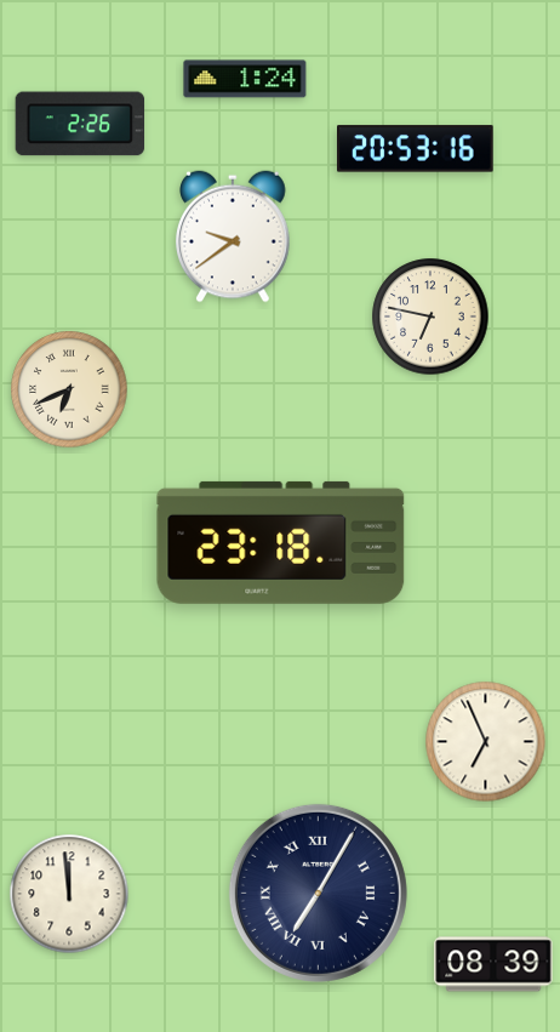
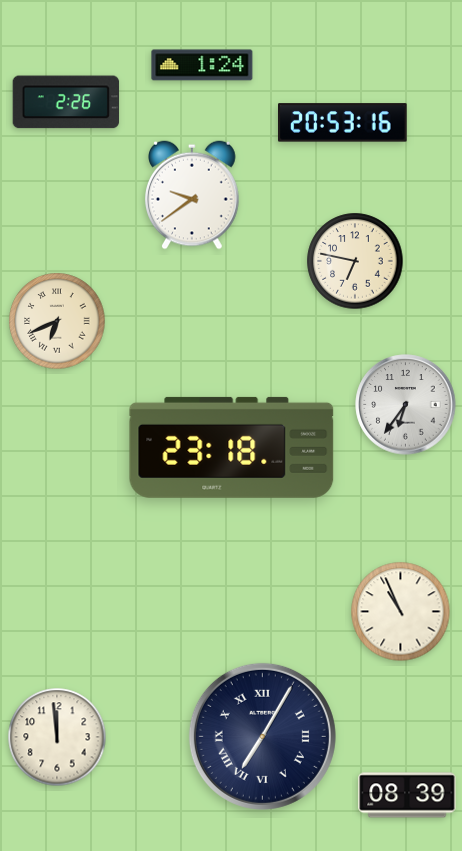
clock at (406, 405): none -> 6:36
clock at (486, 742): 6:56 -> 10:56
